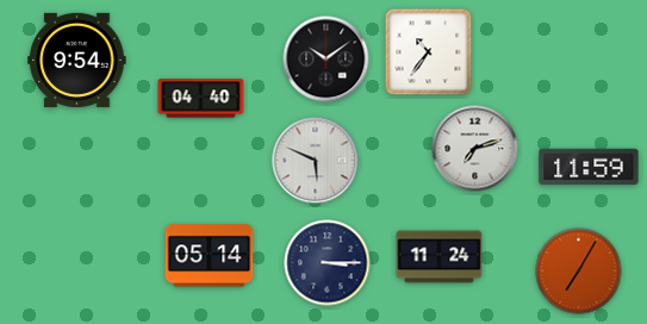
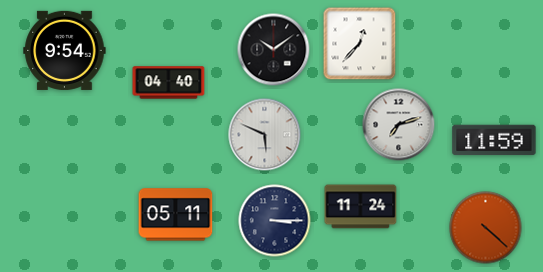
clock at (429, 52): 10:36 -> 12:37
clock at (210, 256): 05:14 -> 05:11
clock at (440, 257) position: (440, 257) -> (361, 207)
clock at (579, 272): 7:05 -> 4:22
